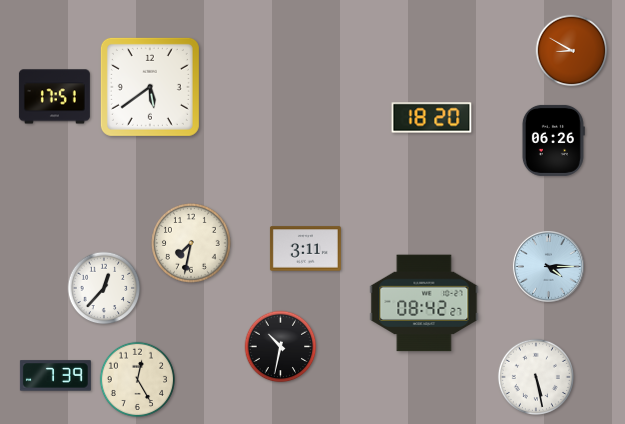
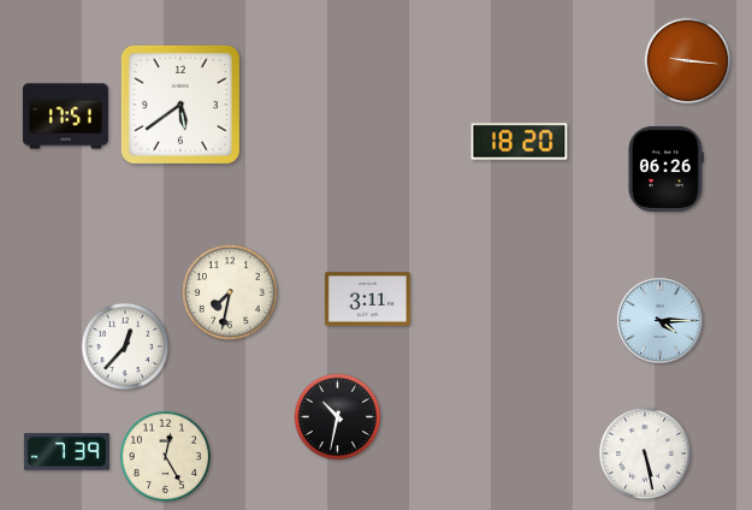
clock at (572, 51): 8:50 -> 9:16
clock at (424, 303): 08:42 -> none
